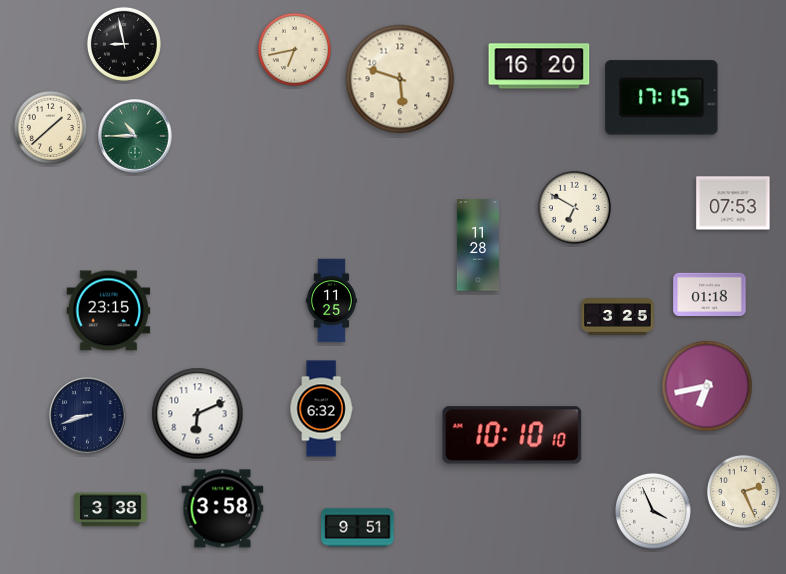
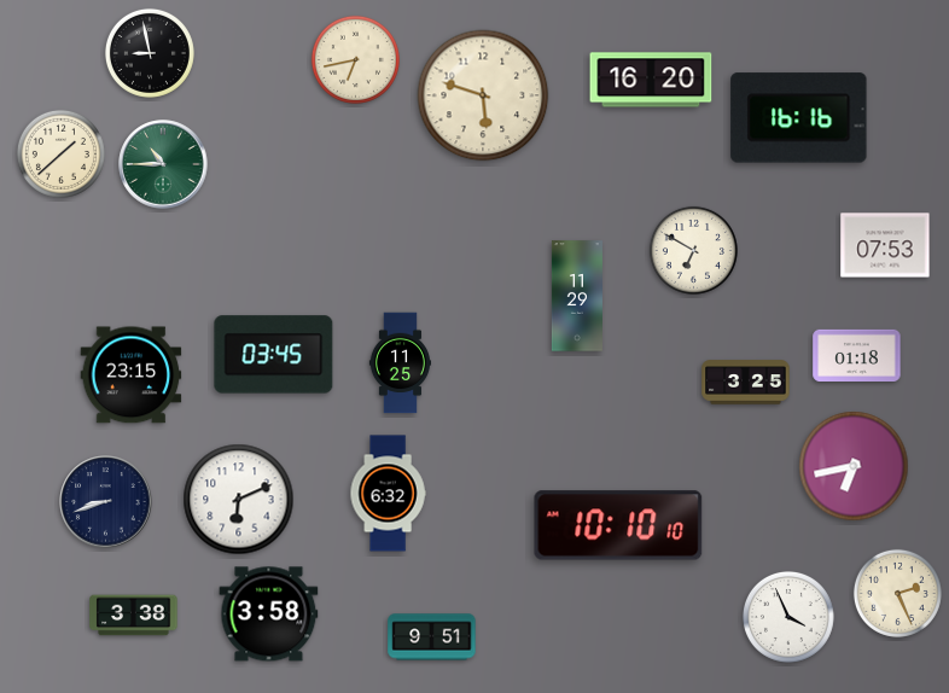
clock at (662, 98): 17:15 -> 16:16
clock at (478, 245): 11:28 -> 11:29
clock at (274, 355): none -> 03:45
